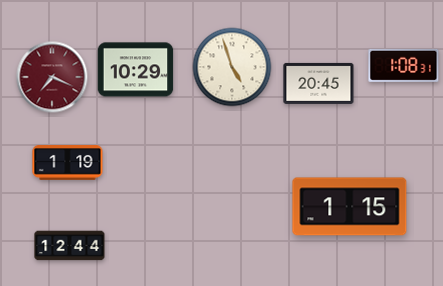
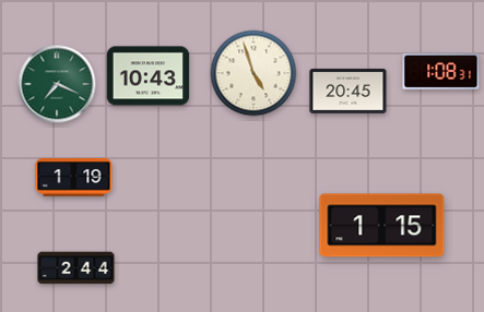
clock at (136, 70): 10:29 -> 10:43
clock at (52, 77) dial: burgundy -> green
clock at (70, 246): 12:44 -> 2:44
